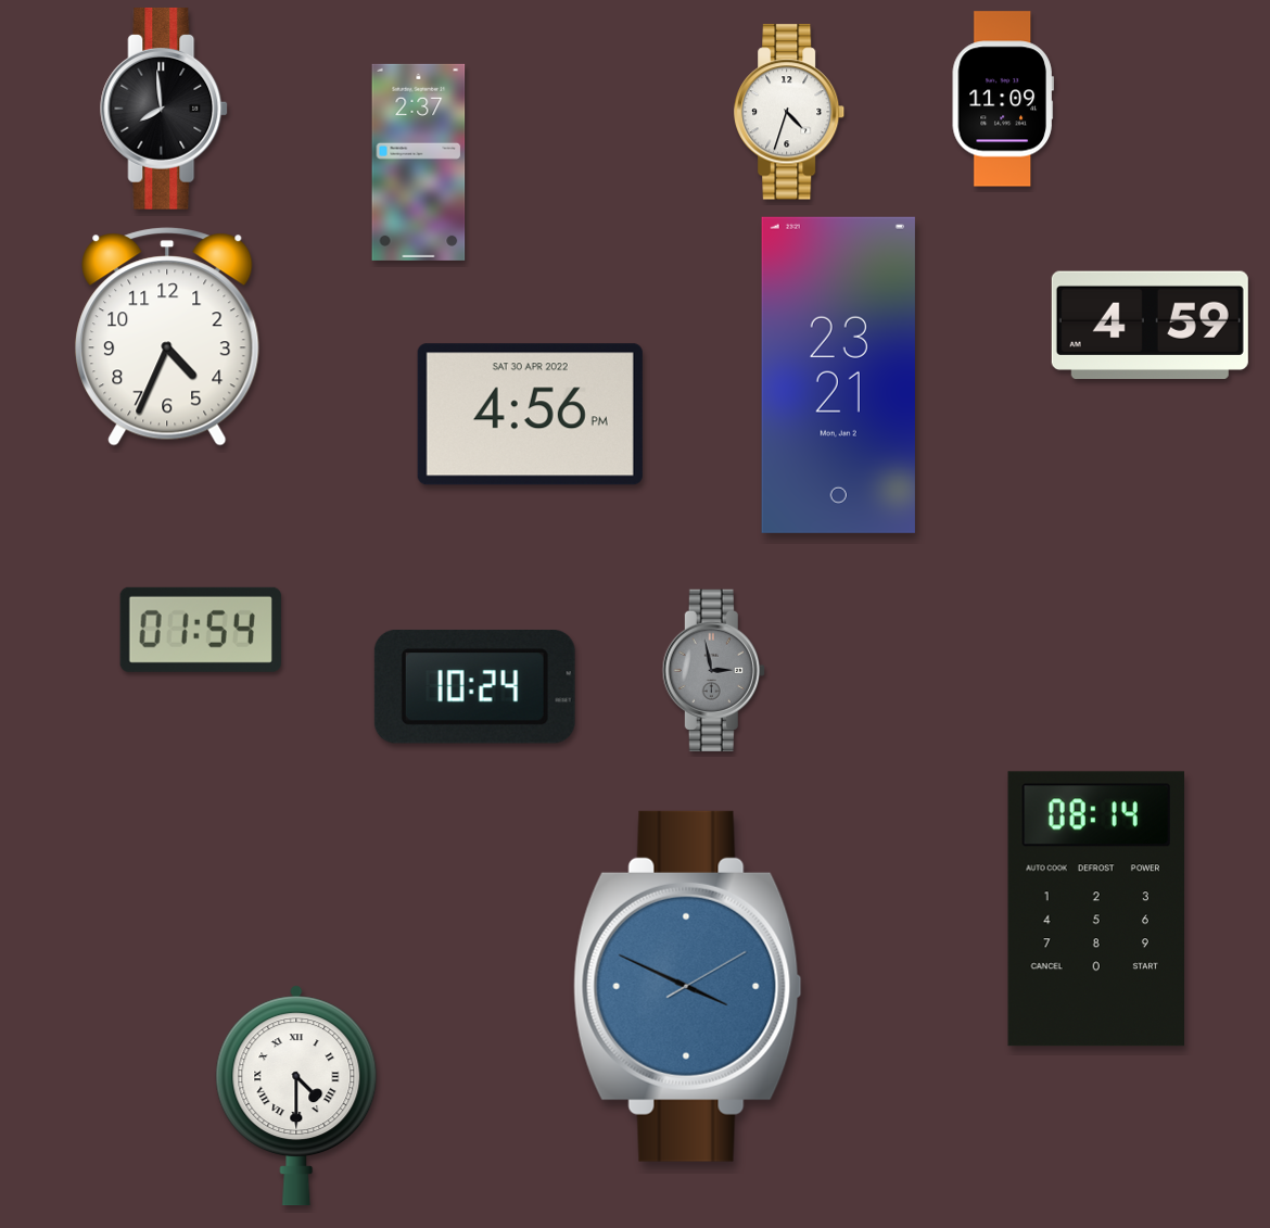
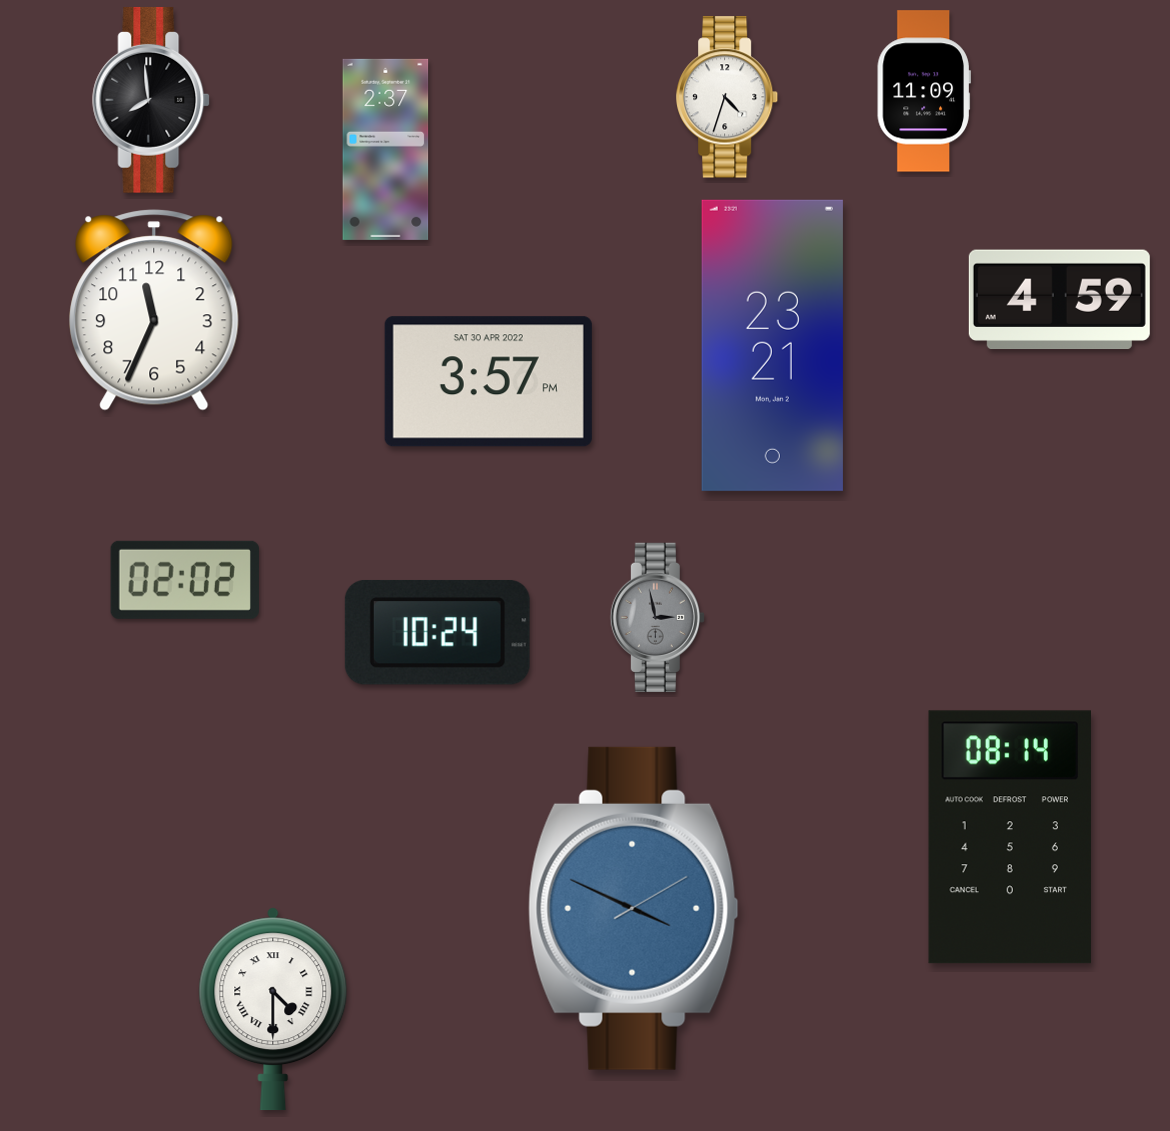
clock at (790, 112) position: (790, 112) -> (728, 97)
clock at (167, 337): 4:34 -> 11:34
clock at (530, 415): 4:56 -> 3:57
clock at (201, 630): 01:54 -> 02:02
